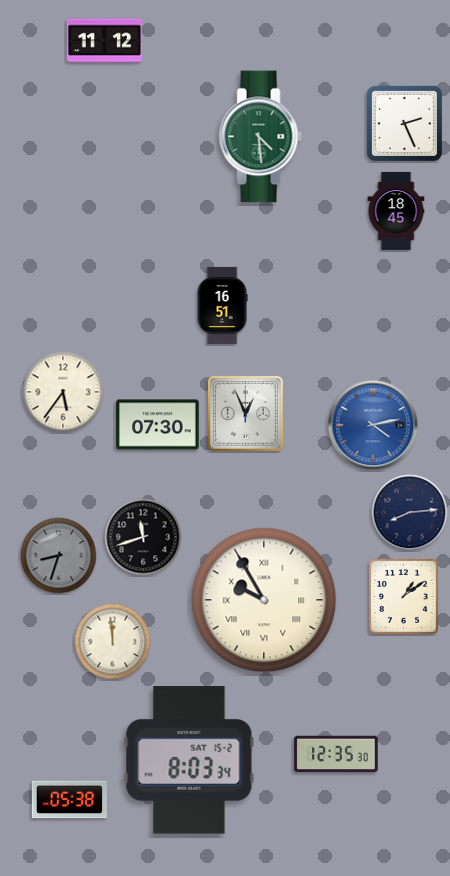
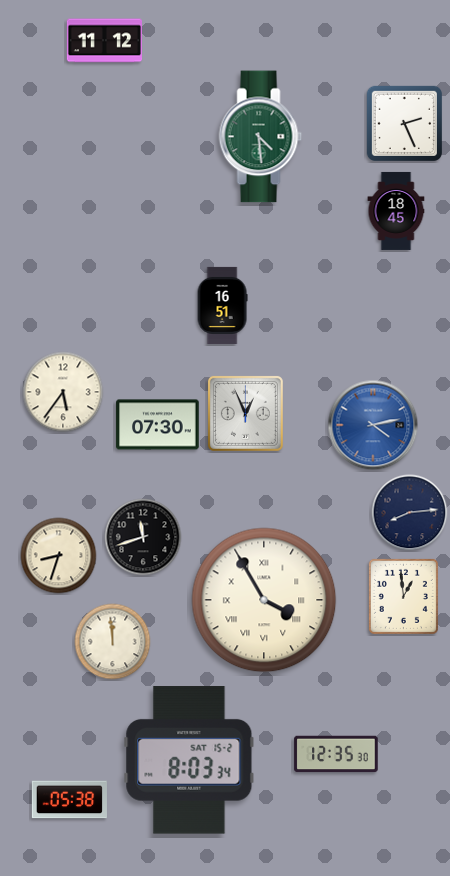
clock at (59, 556) dial: grey -> cream
clock at (403, 596): 1:09 -> 12:59
clock at (264, 600): 9:55 -> 3:55
